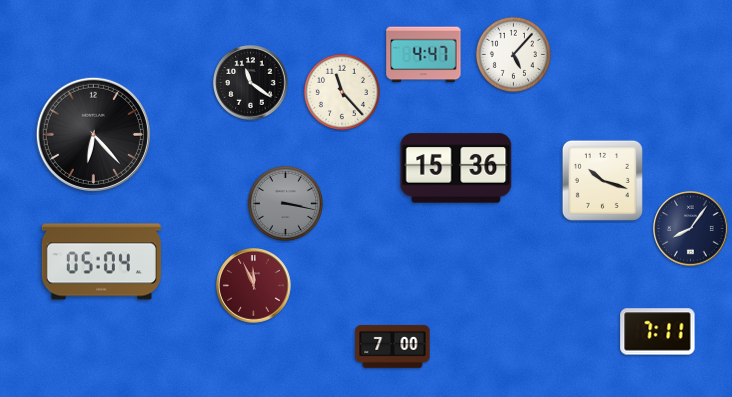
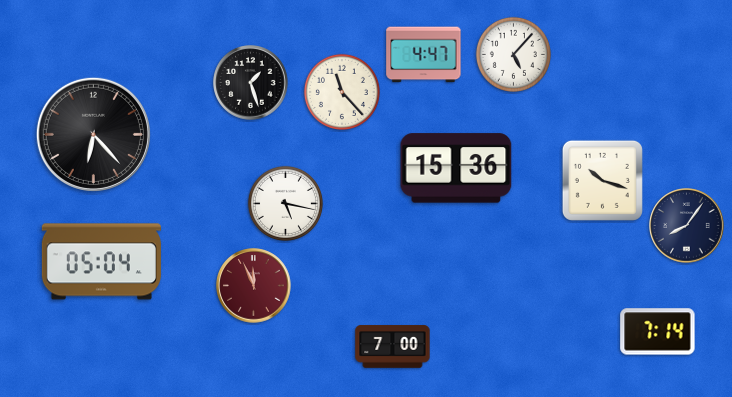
clock at (251, 83): 11:21 -> 1:27
clock at (285, 203): 3:17 -> 5:17
clock at (285, 203) dial: grey -> white
clock at (691, 229) position: (691, 229) -> (687, 226)
clock at (658, 332): 7:11 -> 7:14
